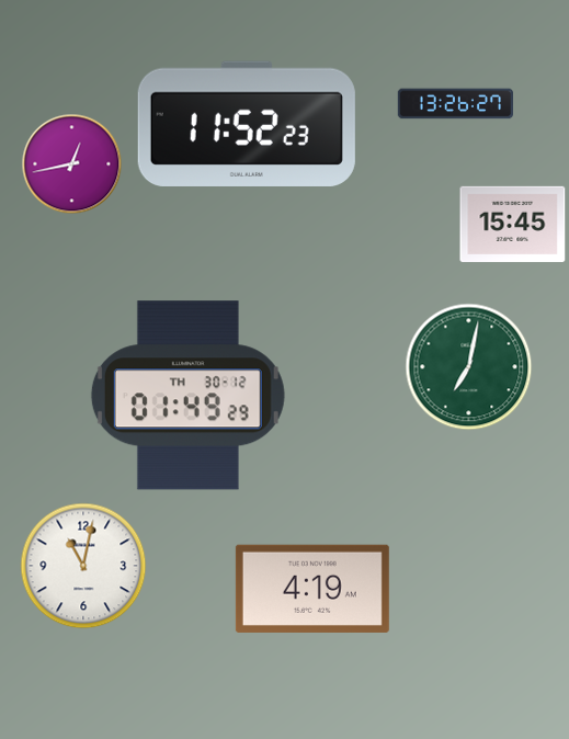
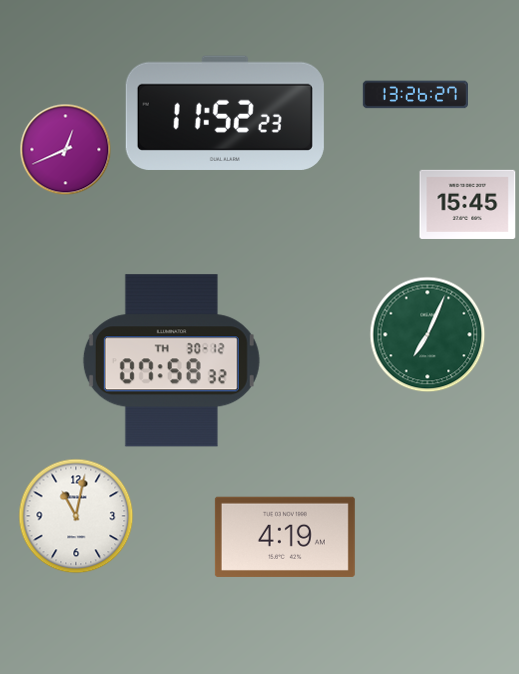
clock at (72, 164): 12:43 -> 12:41
clock at (469, 367): 7:02 -> 7:04
clock at (187, 396): 01:49 -> 07:58
